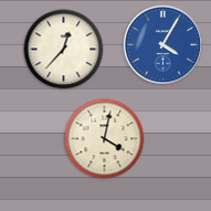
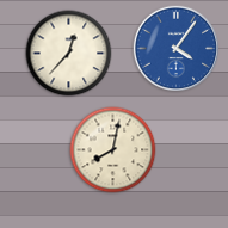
clock at (163, 45): 4:05 -> 4:06
clock at (105, 139): 4:02 -> 8:02
